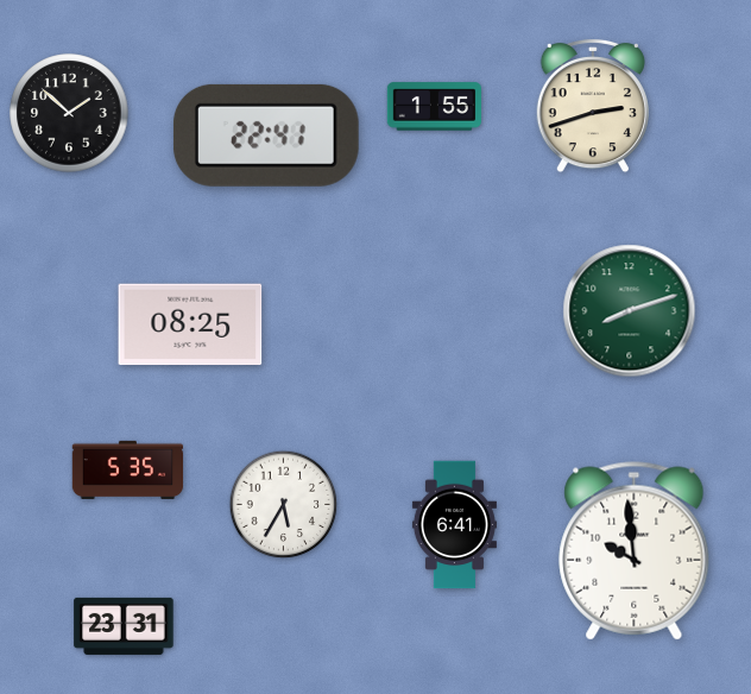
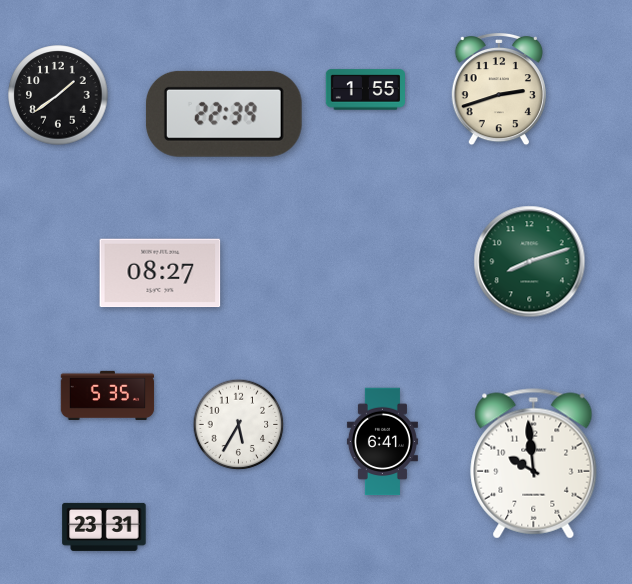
clock at (69, 113): 1:52 -> 1:39
clock at (266, 135): 22:41 -> 22:39
clock at (190, 324): 08:25 -> 08:27
